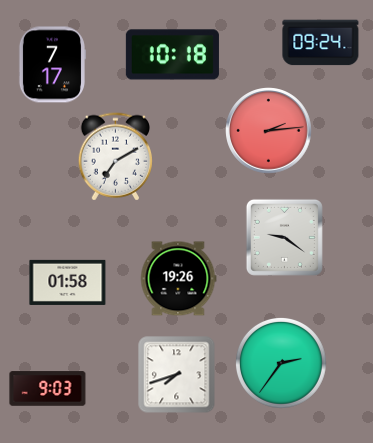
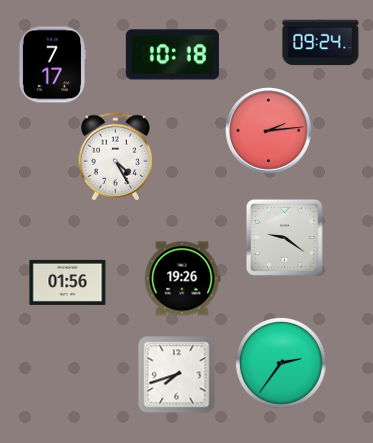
clock at (115, 157): 7:10 -> 4:25
clock at (178, 279) position: (178, 279) -> (182, 279)
clock at (68, 282): 01:58 -> 01:56
clock at (48, 389): 9:03 -> none
